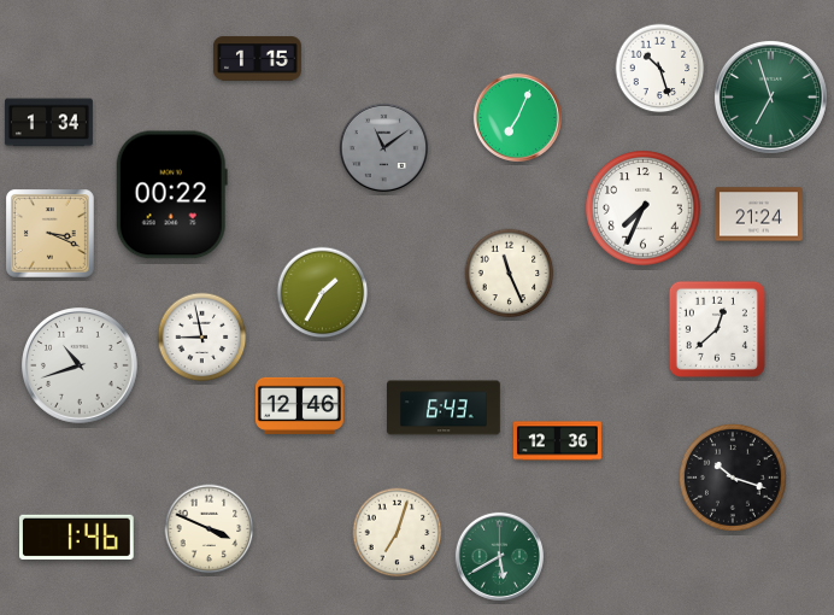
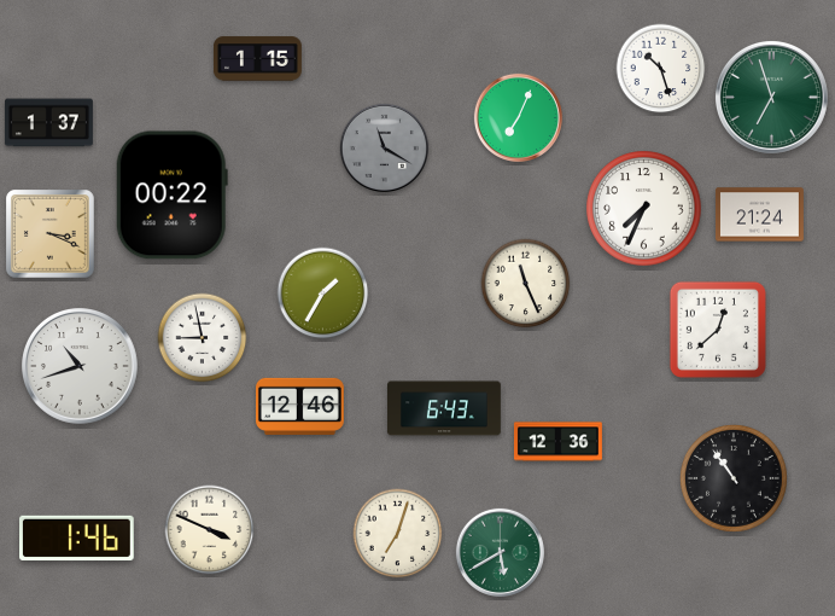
clock at (48, 123): 1:34 -> 1:37
clock at (383, 147): 11:09 -> 11:20
clock at (510, 274) position: (510, 274) -> (526, 284)
clock at (733, 478): 10:18 -> 10:54
clock at (499, 556) position: (499, 556) -> (500, 552)
